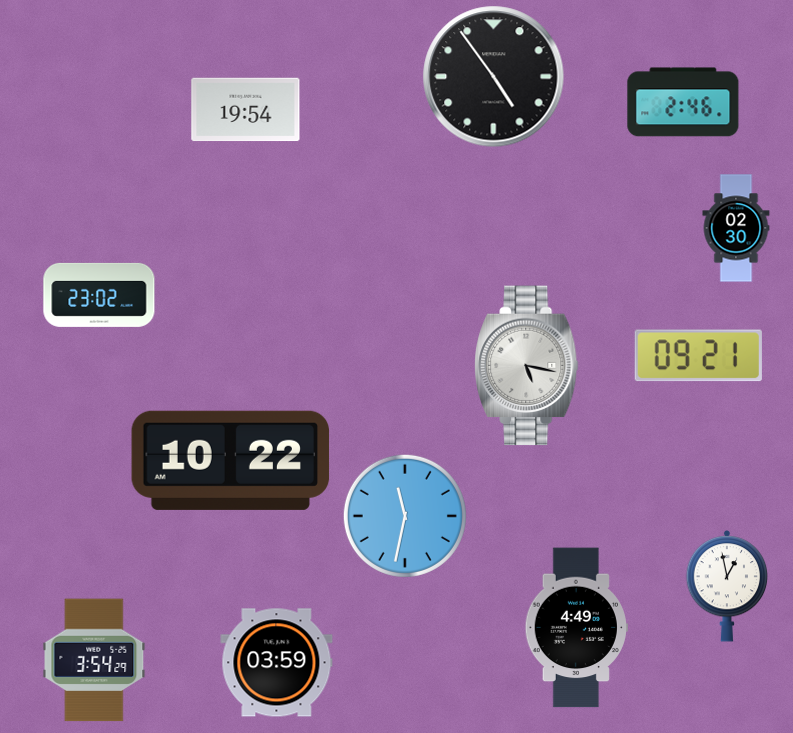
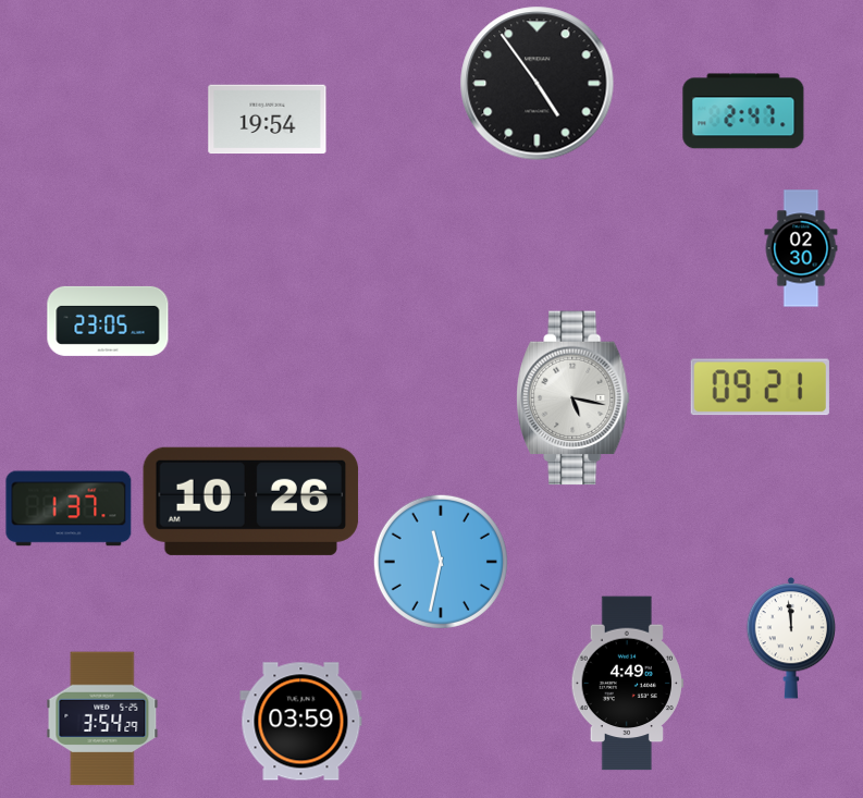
clock at (683, 102): 2:46 -> 2:47
clock at (99, 295): 23:02 -> 23:05
clock at (231, 460): 10:22 -> 10:26
clock at (69, 508): none -> 1:37
clock at (727, 586): 12:58 -> 11:59
